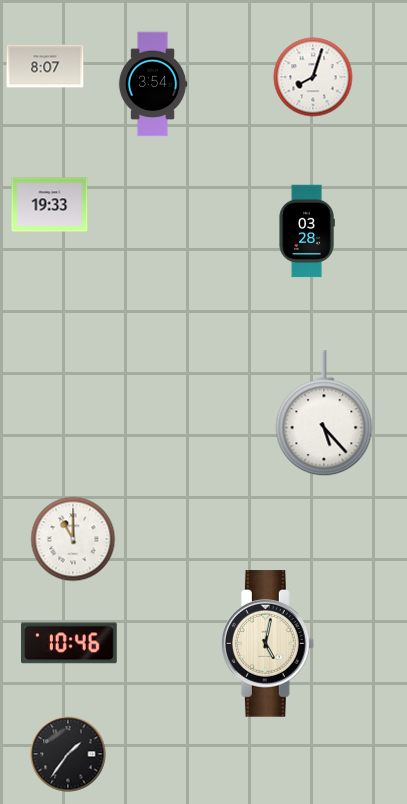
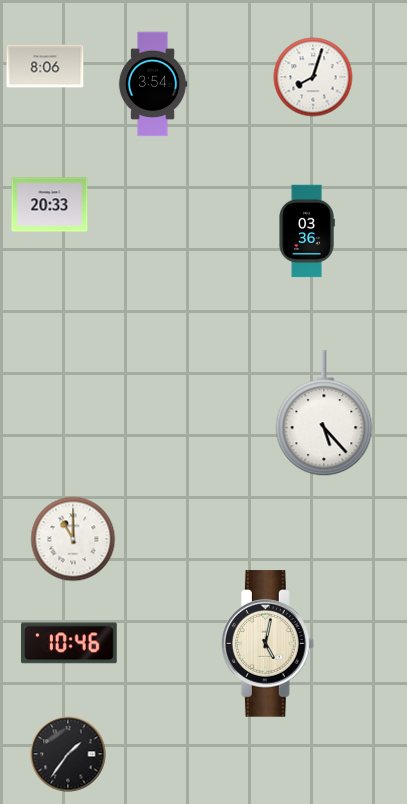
clock at (45, 66): 8:07 -> 8:06
clock at (50, 205): 19:33 -> 20:33
clock at (307, 231): 03:28 -> 03:36
